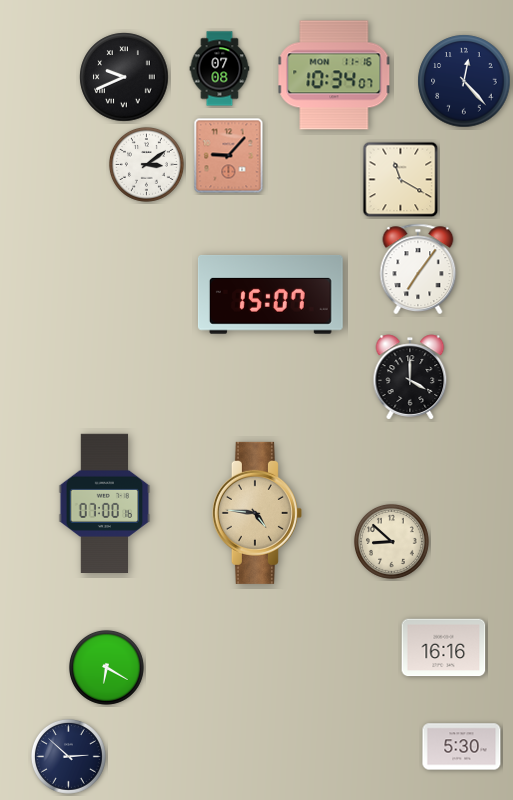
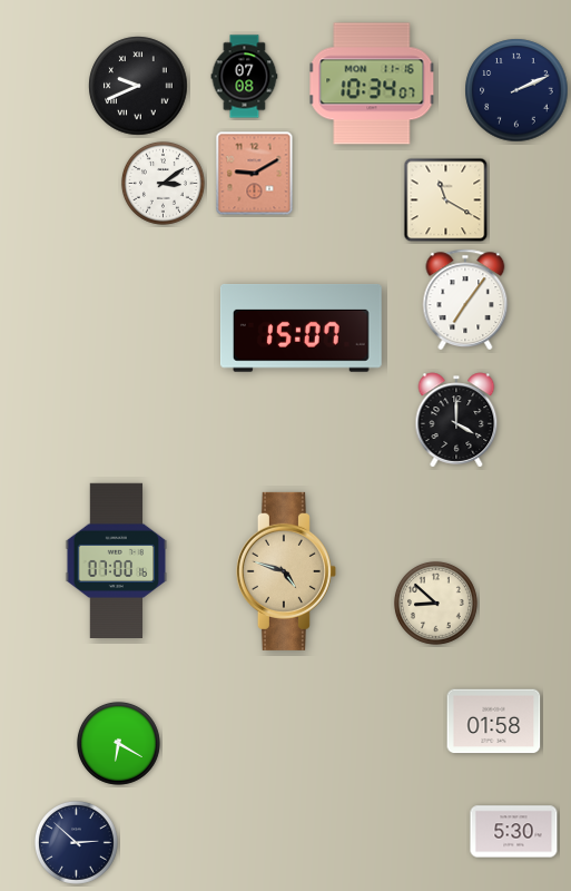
clock at (464, 81): 12:23 -> 2:11
clock at (229, 156): 9:07 -> 9:10
clock at (257, 513): 4:46 -> 4:48
clock at (444, 648): 16:16 -> 01:58
